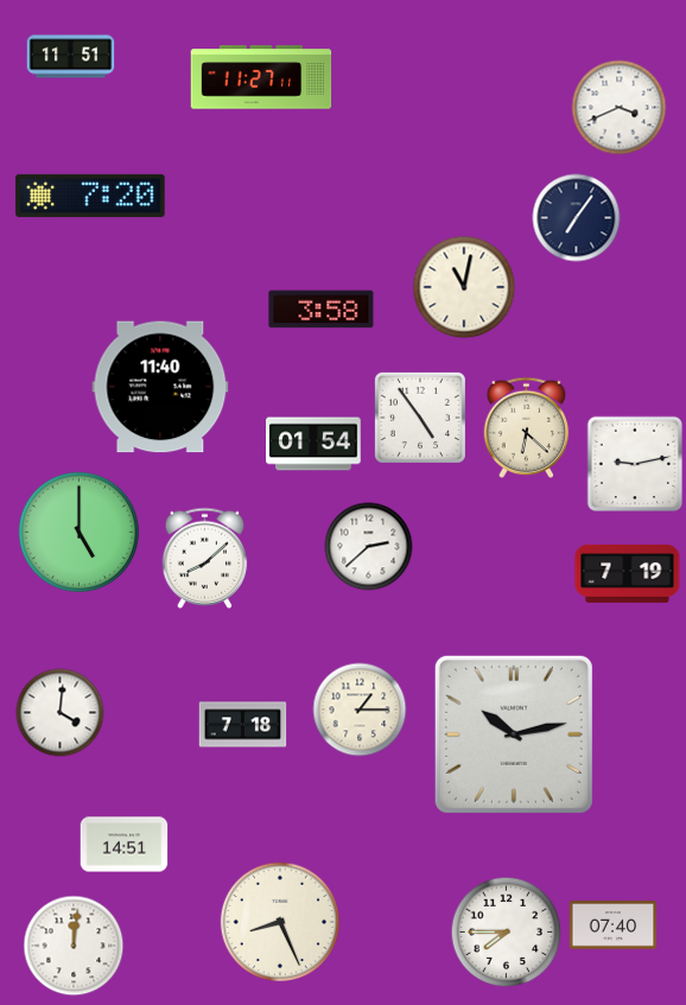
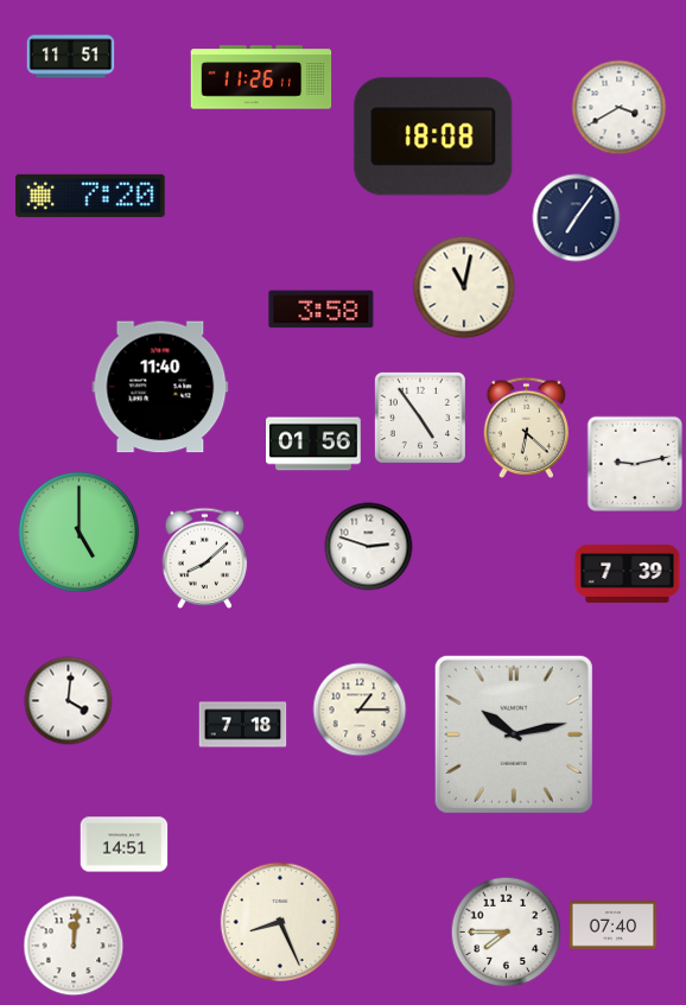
clock at (261, 77): 11:27 -> 11:26
clock at (620, 108): 3:41 -> 3:40
clock at (433, 136): none -> 18:08
clock at (315, 444): 01:54 -> 01:56
clock at (369, 547): 2:38 -> 2:48
clock at (628, 573): 7:19 -> 7:39
clock at (61, 713) position: (61, 713) -> (69, 701)
